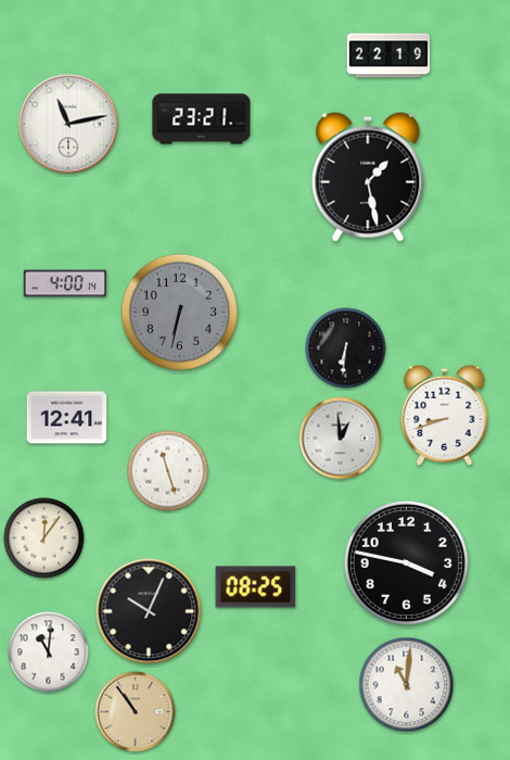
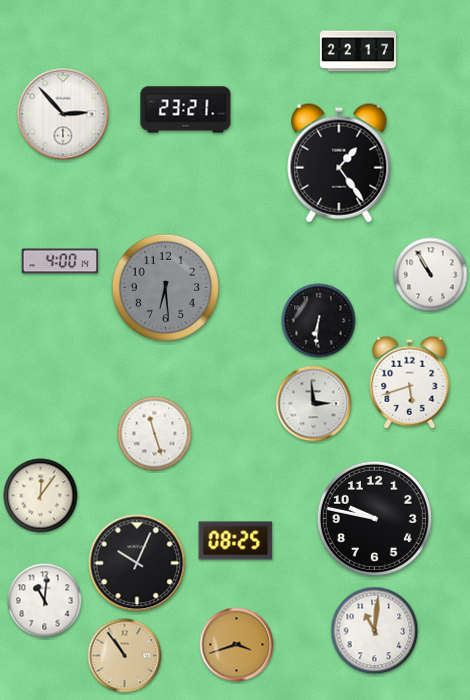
clock at (388, 55): 22:19 -> 22:17
clock at (68, 124): 11:13 -> 2:53
clock at (368, 177): 1:28 -> 1:24
clock at (431, 275): none -> 10:55
clock at (179, 312): 6:32 -> 6:29
clock at (445, 415): 8:42 -> 5:42
clock at (67, 418): 12:41 -> none
clock at (341, 439): 12:59 -> 2:59
clock at (406, 562): 3:47 -> 9:47
clock at (237, 645): none -> 3:42
